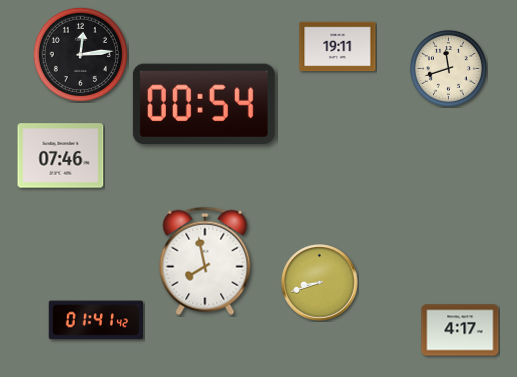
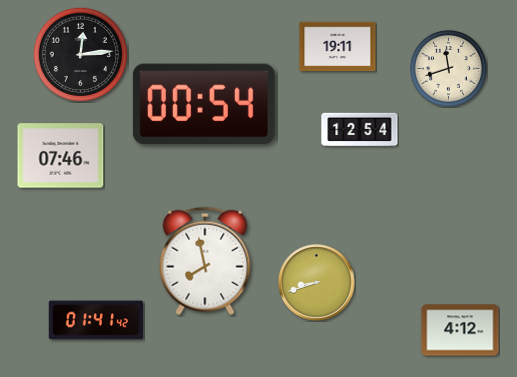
clock at (360, 130): none -> 12:54
clock at (320, 283) position: (320, 283) -> (317, 283)
clock at (460, 330): 4:17 -> 4:12
